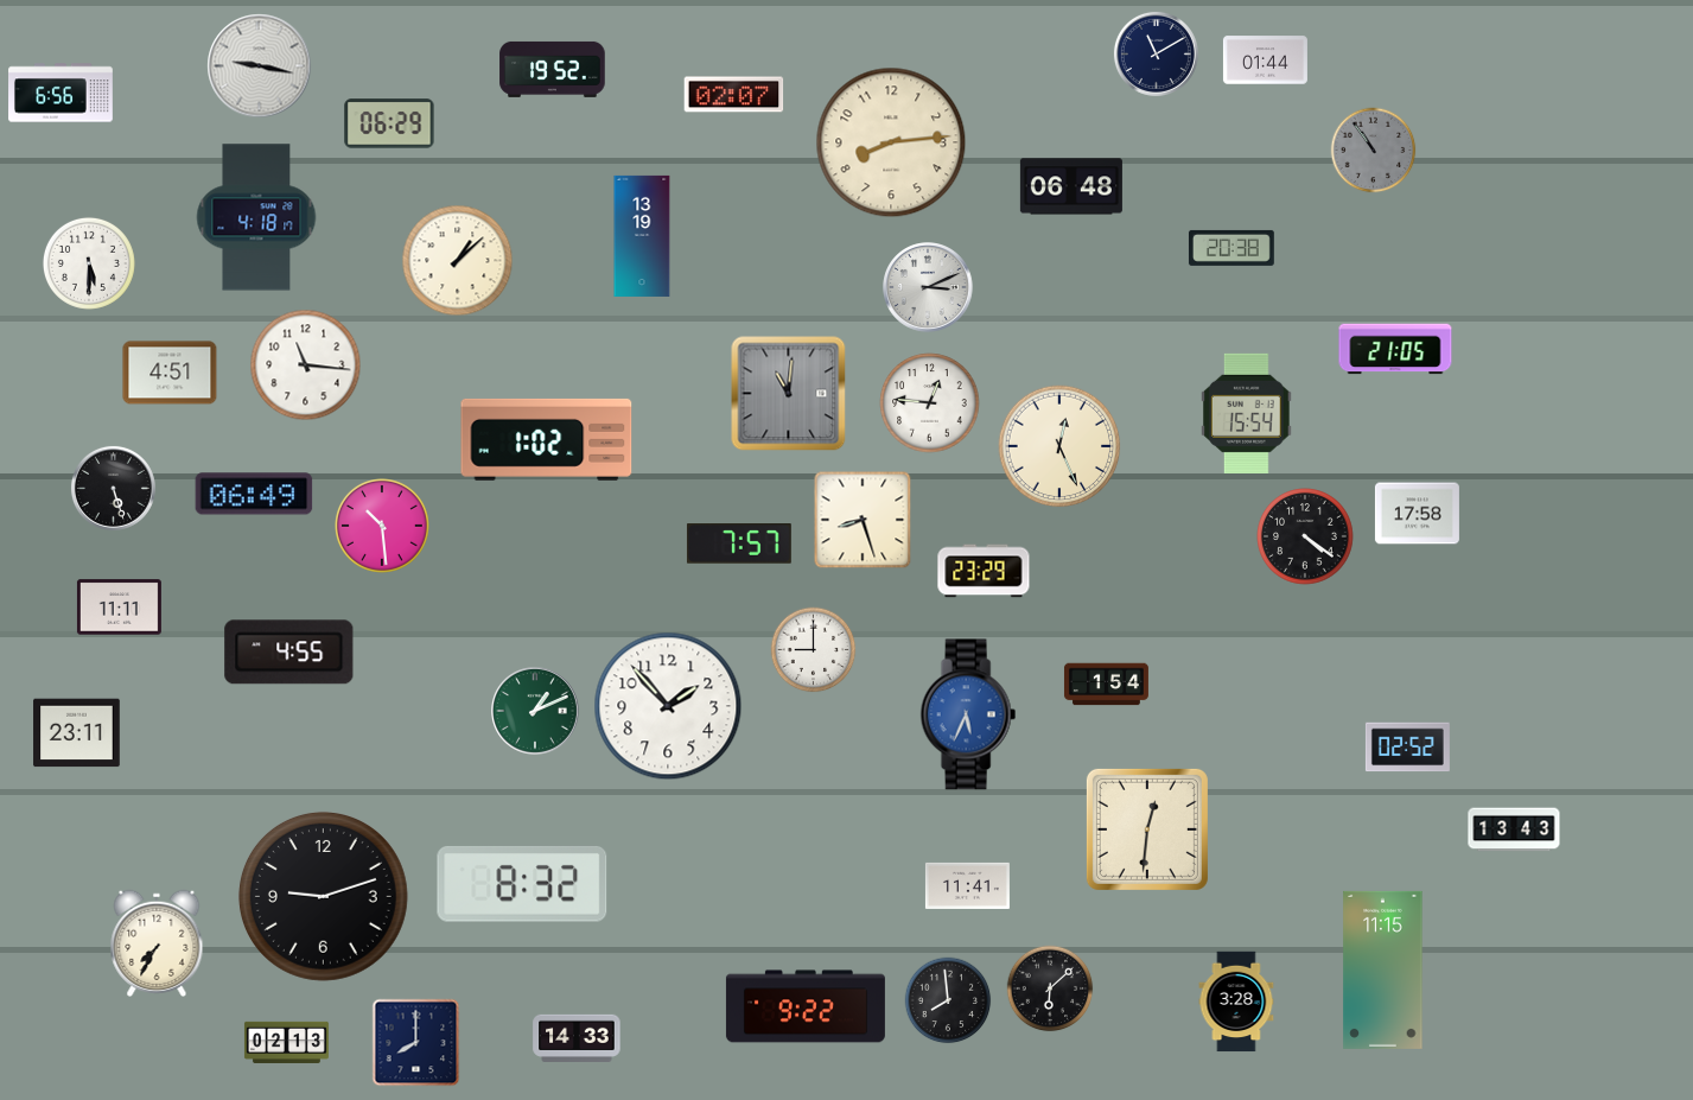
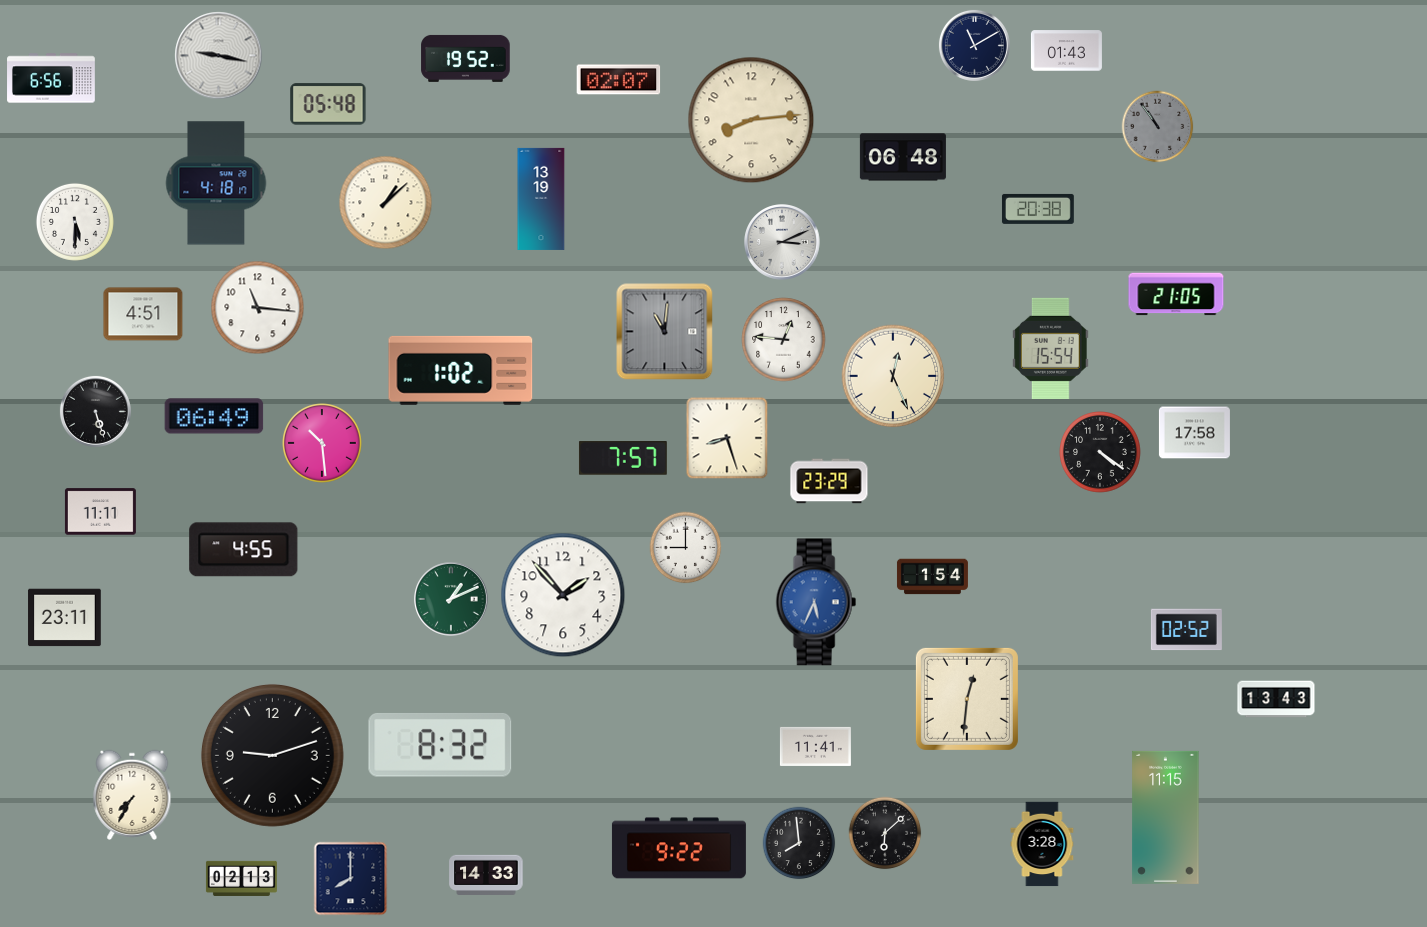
clock at (1265, 61): 01:44 -> 01:43
clock at (389, 123): 06:29 -> 05:48
clock at (458, 261) position: (458, 261) -> (386, 203)
